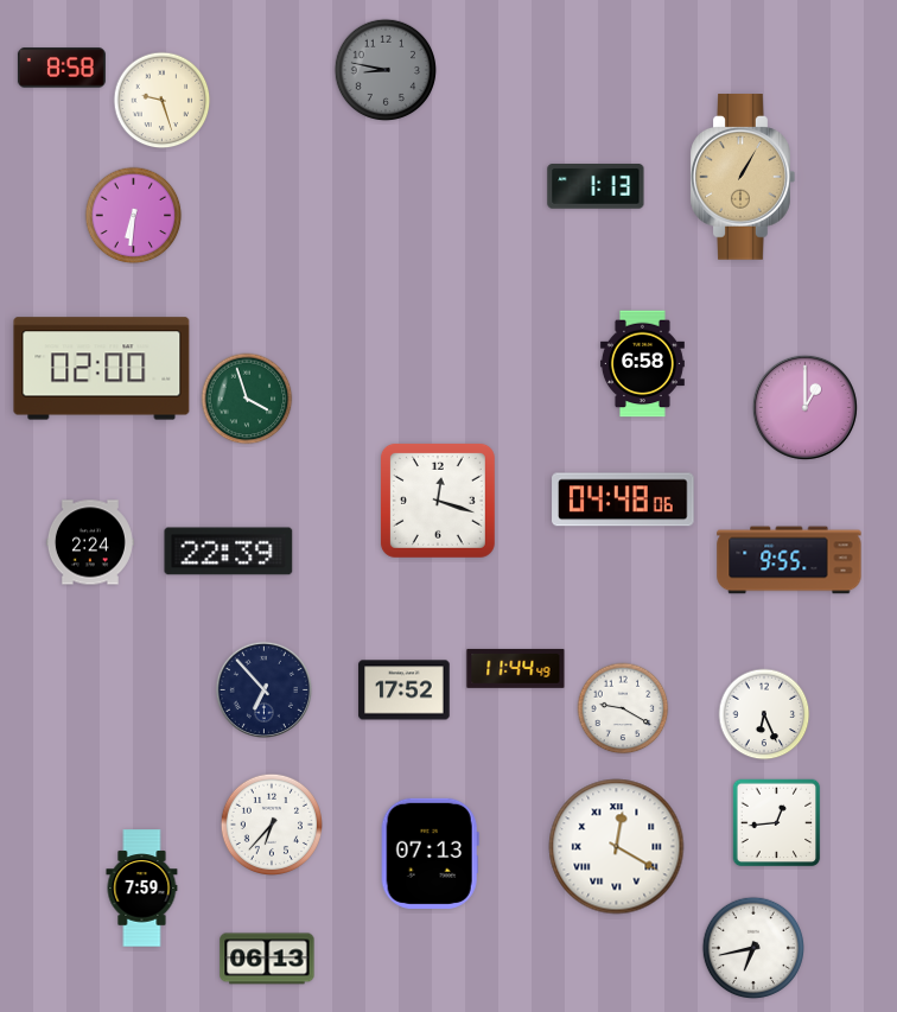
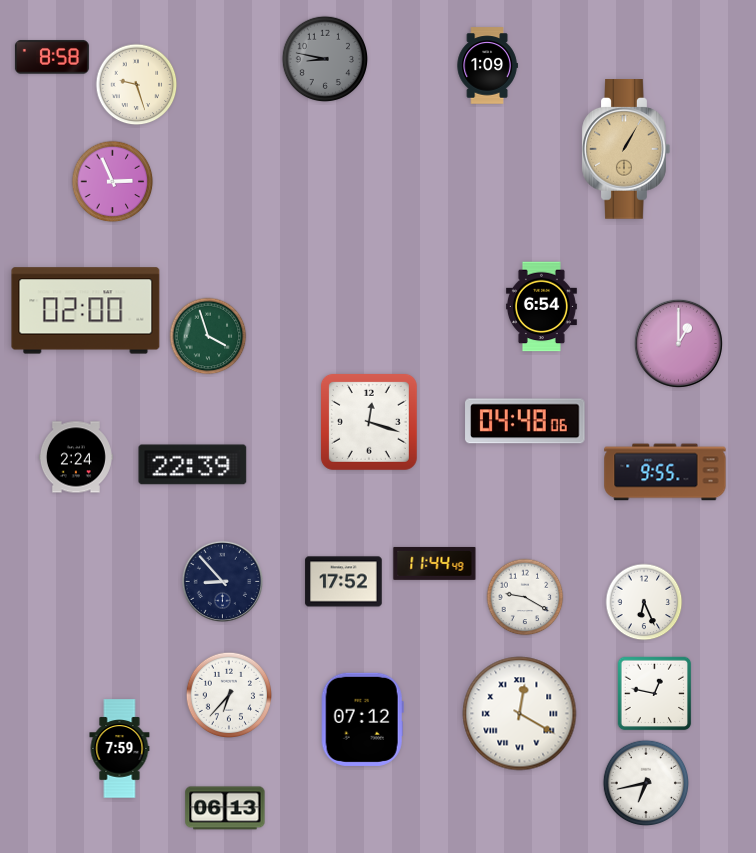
clock at (487, 66): none -> 1:09
clock at (596, 187): 1:13 -> none
clock at (134, 216): 6:31 -> 2:56
clock at (642, 364): 6:58 -> 6:54
clock at (263, 689): 6:53 -> 8:53
clock at (405, 690) position: (405, 690) -> (344, 582)
clock at (777, 823): 12:44 -> 12:47
clock at (430, 853): 07:13 -> 07:12
clock at (752, 947) position: (752, 947) -> (645, 782)
